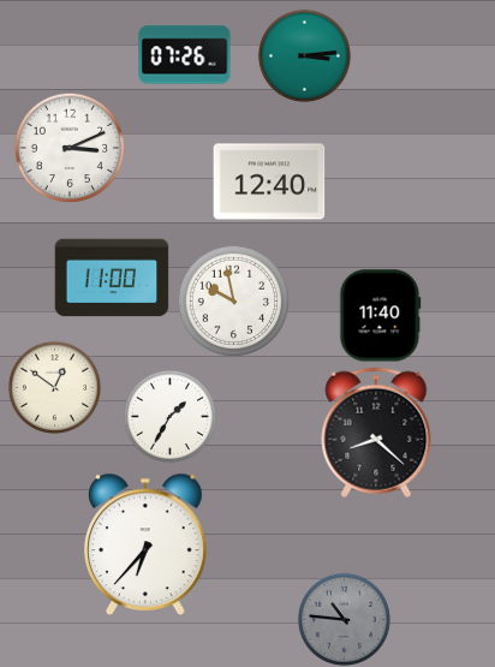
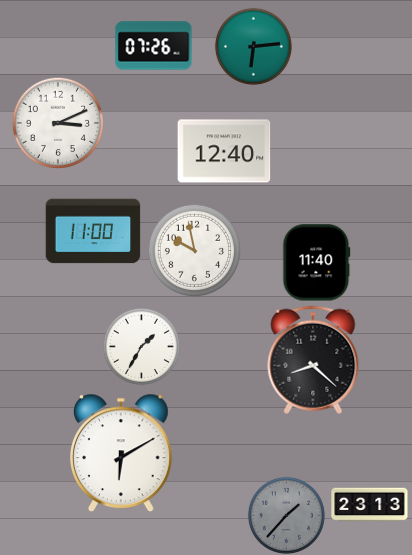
clock at (304, 55): 3:14 -> 6:14
clock at (54, 387): 12:51 -> none
clock at (147, 544): 6:37 -> 6:10
clock at (370, 505): none -> 23:13
clock at (344, 619): 10:46 -> 1:37
